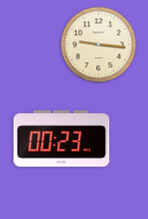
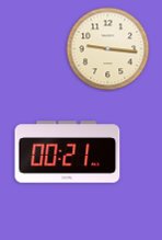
clock at (62, 139): 00:23 -> 00:21
